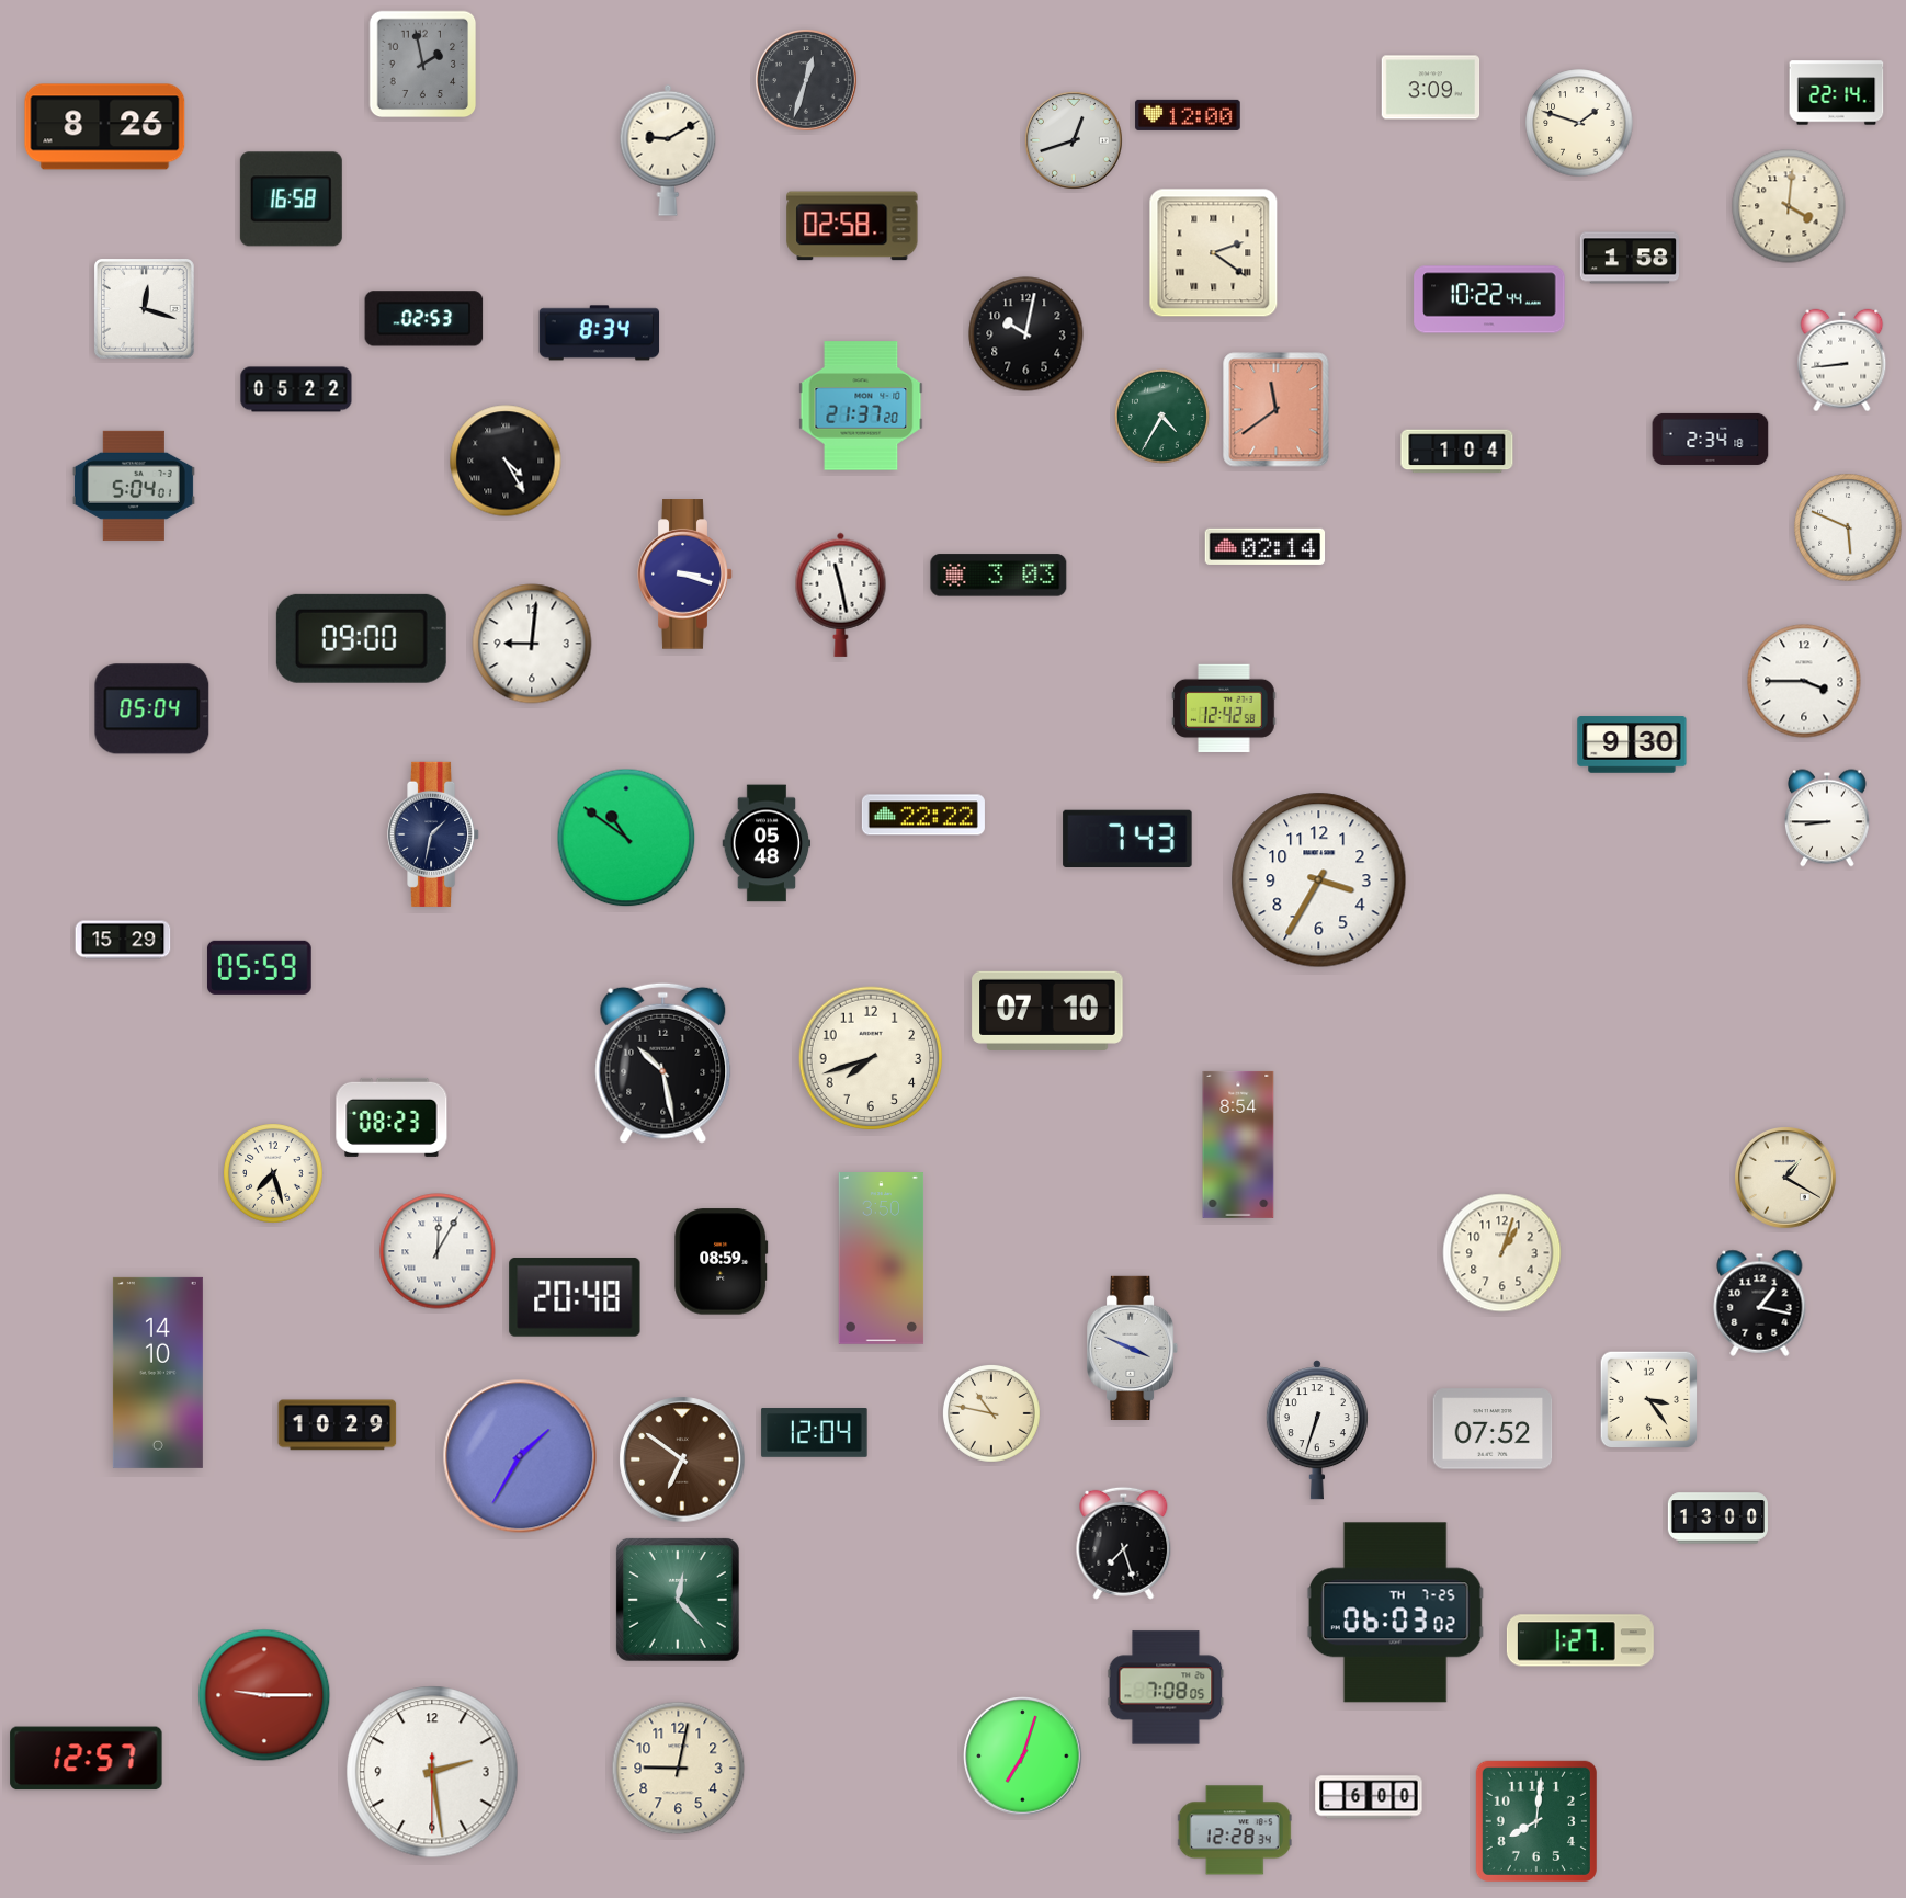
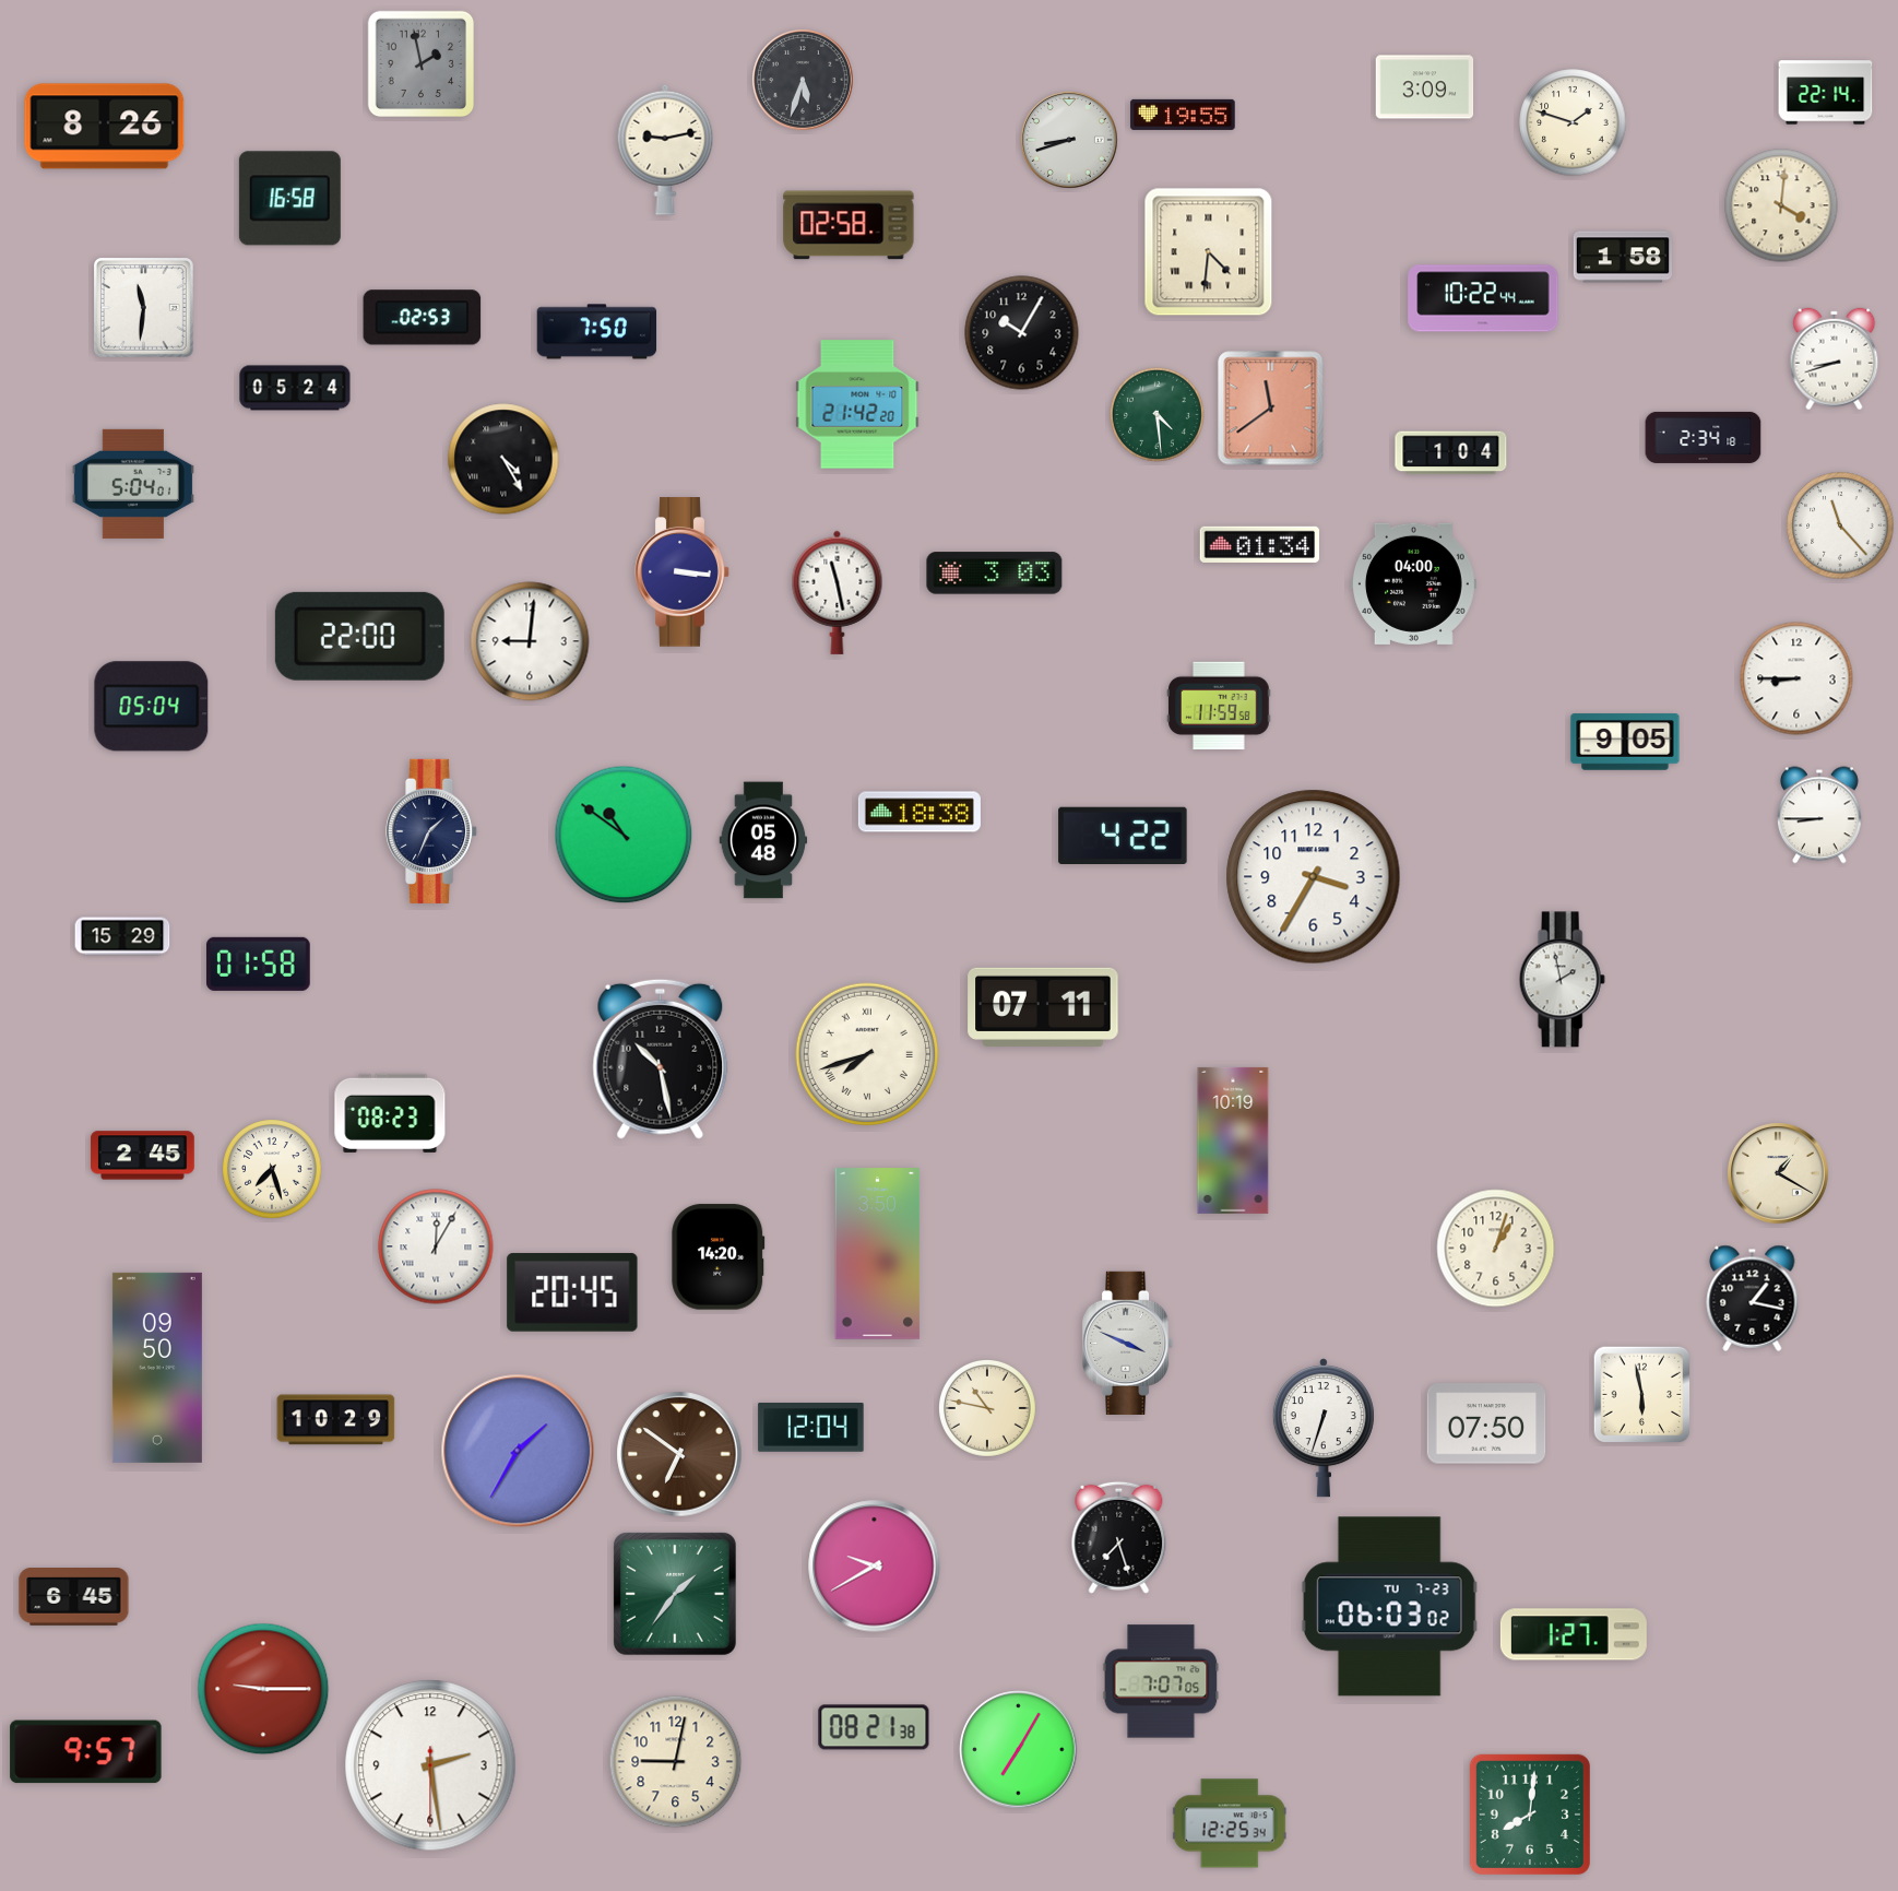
clock at (807, 81): 12:33 -> 5:33
clock at (1837, 93) position: (1837, 93) -> (1826, 93)
clock at (1188, 115): 12:00 -> 19:55
clock at (1074, 140): 12:42 -> 8:42
clock at (668, 150): 9:10 -> 9:13
clock at (1214, 253): 2:21 -> 4:31
clock at (145, 309): 12:18 -> 11:31
clock at (600, 333): 8:34 -> 7:50
clock at (1026, 334): 10:02 -> 10:05
clock at (1842, 361): 8:44 -> 8:42
clock at (296, 389): 05:22 -> 05:24
clock at (861, 406): 21:37 -> 21:42
clock at (1161, 416): 4:35 -> 4:29
clock at (1457, 452) position: (1457, 452) -> (1451, 453)
clock at (1848, 527): 5:49 -> 11:23
clock at (1266, 546): 02:14 -> 01:34
clock at (685, 575): 3:18 -> 3:16
clock at (1414, 583): none -> 04:00
clock at (361, 638): 09:00 -> 22:00
clock at (1804, 681): 3:45 -> 8:45
clock at (1224, 708): 12:42 -> 11:59
clock at (1632, 745): 9:30 -> 9:05
clock at (923, 815): 22:22 -> 18:38
clock at (434, 834): 1:32 -> 1:34
clock at (1127, 838): 7:43 -> 4:22
clock at (259, 967): 05:59 -> 01:58
clock at (1562, 980): none -> 1:58
clock at (1047, 1011): 07:10 -> 07:11
clock at (871, 1058) numerals: Arabic -> Roman
clock at (1238, 1145): 8:54 -> 10:19
clock at (143, 1156): none -> 2:45
clock at (722, 1262): 08:59 -> 14:20
clock at (575, 1297): 20:48 -> 20:45
clock at (158, 1373): 14:10 -> 09:50
clock at (1649, 1400): 3:24 -> 5:58
clock at (1493, 1429): 07:52 -> 07:50
clock at (1317, 1430) position: (1317, 1430) -> (1324, 1428)
clock at (1717, 1519): 13:00 -> none
clock at (875, 1567): none -> 9:40
clock at (678, 1600): 12:23 -> 1:36
clock at (74, 1597): none -> 6:45
clock at (1395, 1613) date: TH 7-25 -> TU 7-23
clock at (1166, 1687): 7:08 -> 7:07
clock at (874, 1727): none -> 08:21
clock at (1023, 1757): 7:03 -> 7:05
clock at (87, 1759): 12:57 -> 9:57
clock at (1369, 1797): 6:00 -> none
clock at (1235, 1830): 12:28 -> 12:25
